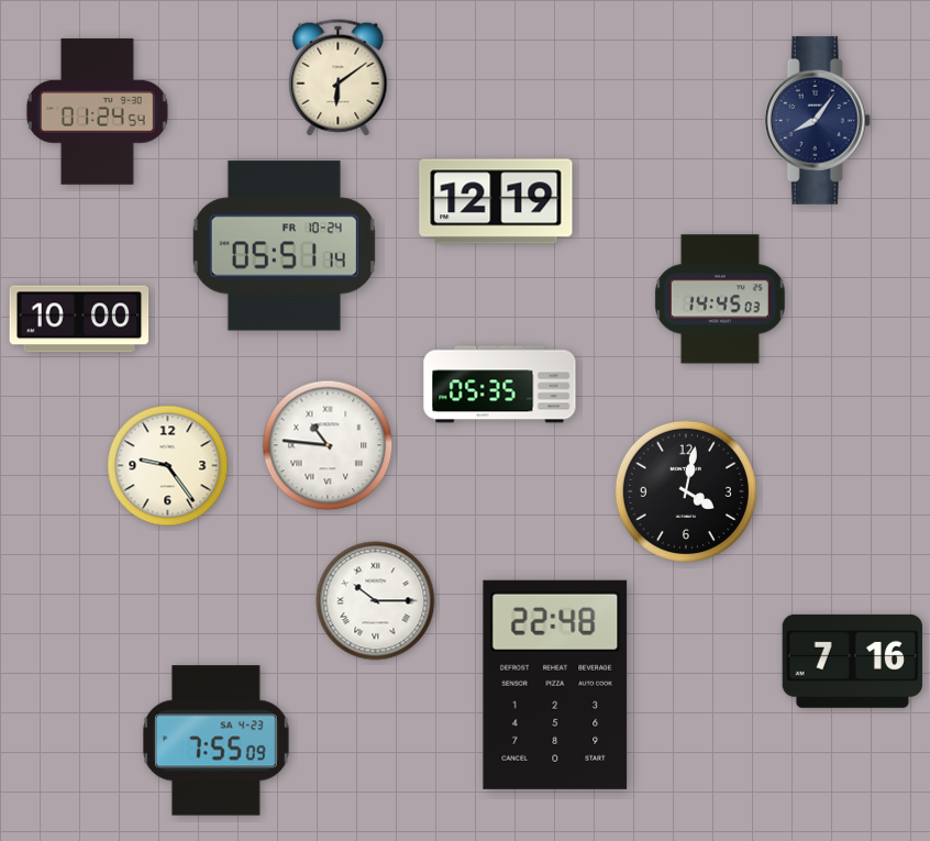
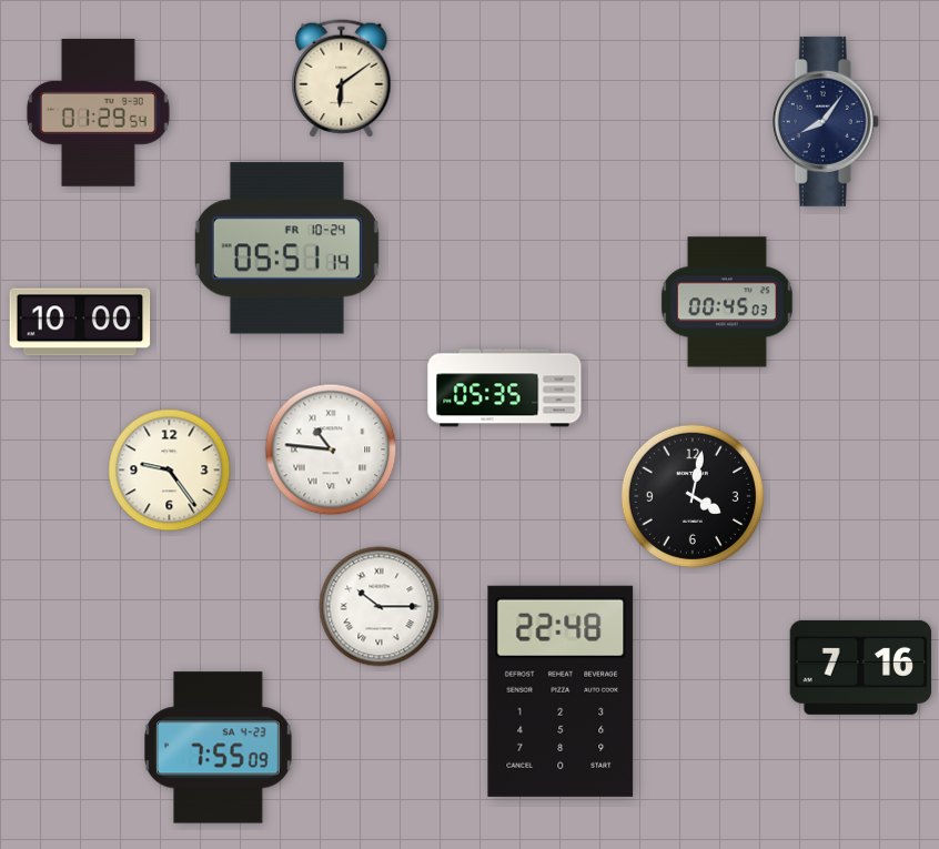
clock at (97, 111): 01:24 -> 01:29
clock at (496, 201): 12:19 -> none
clock at (720, 299): 14:45 -> 00:45
